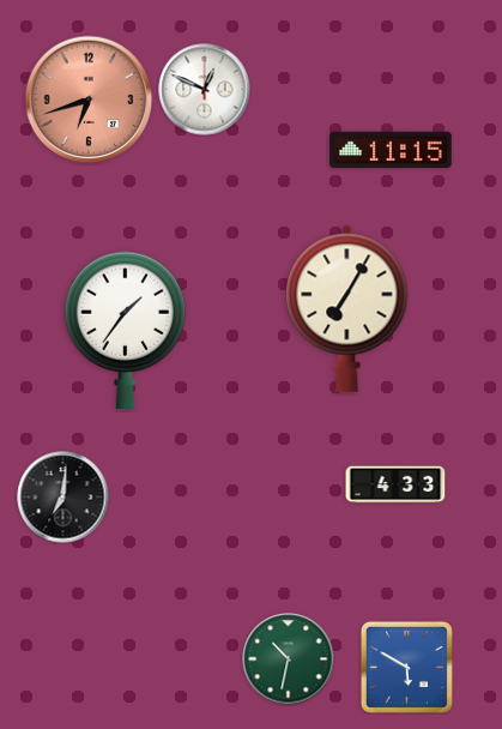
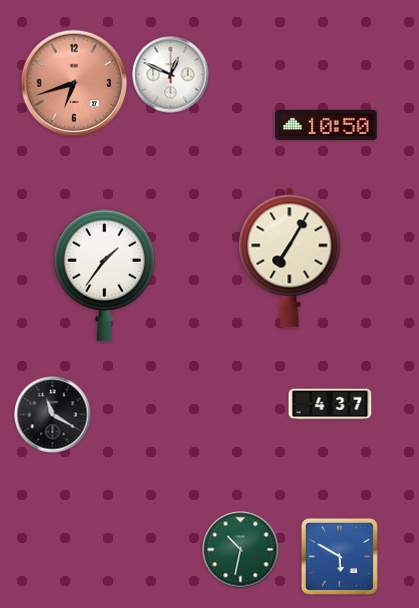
clock at (391, 149): 11:15 -> 10:50
clock at (395, 484): 4:33 -> 4:37
clock at (63, 498): 7:01 -> 11:20
